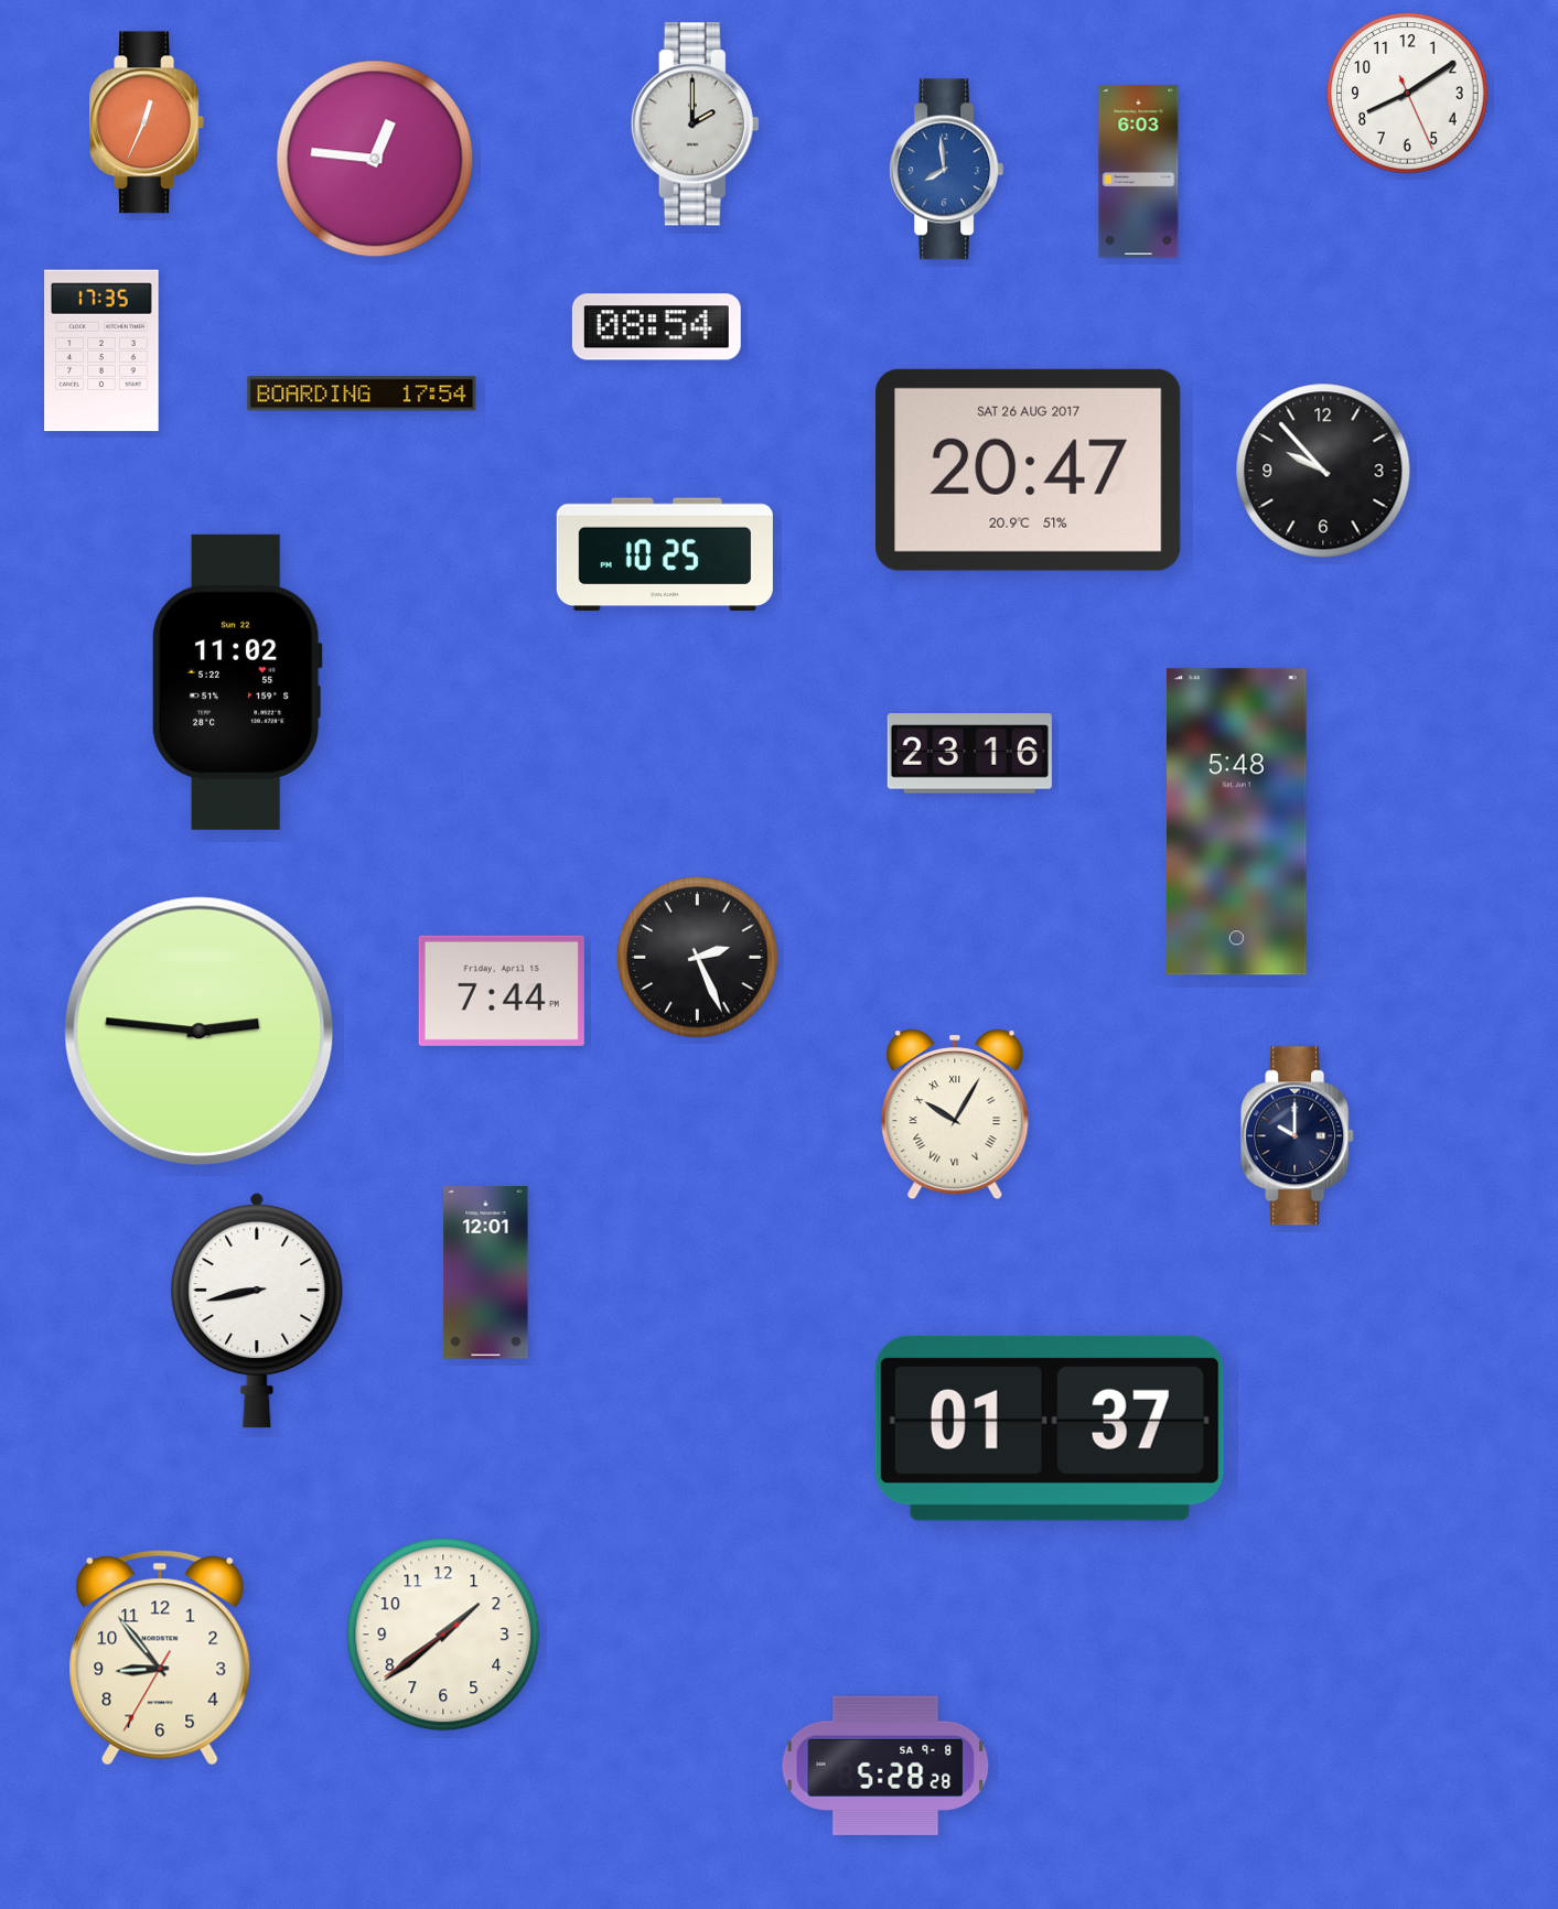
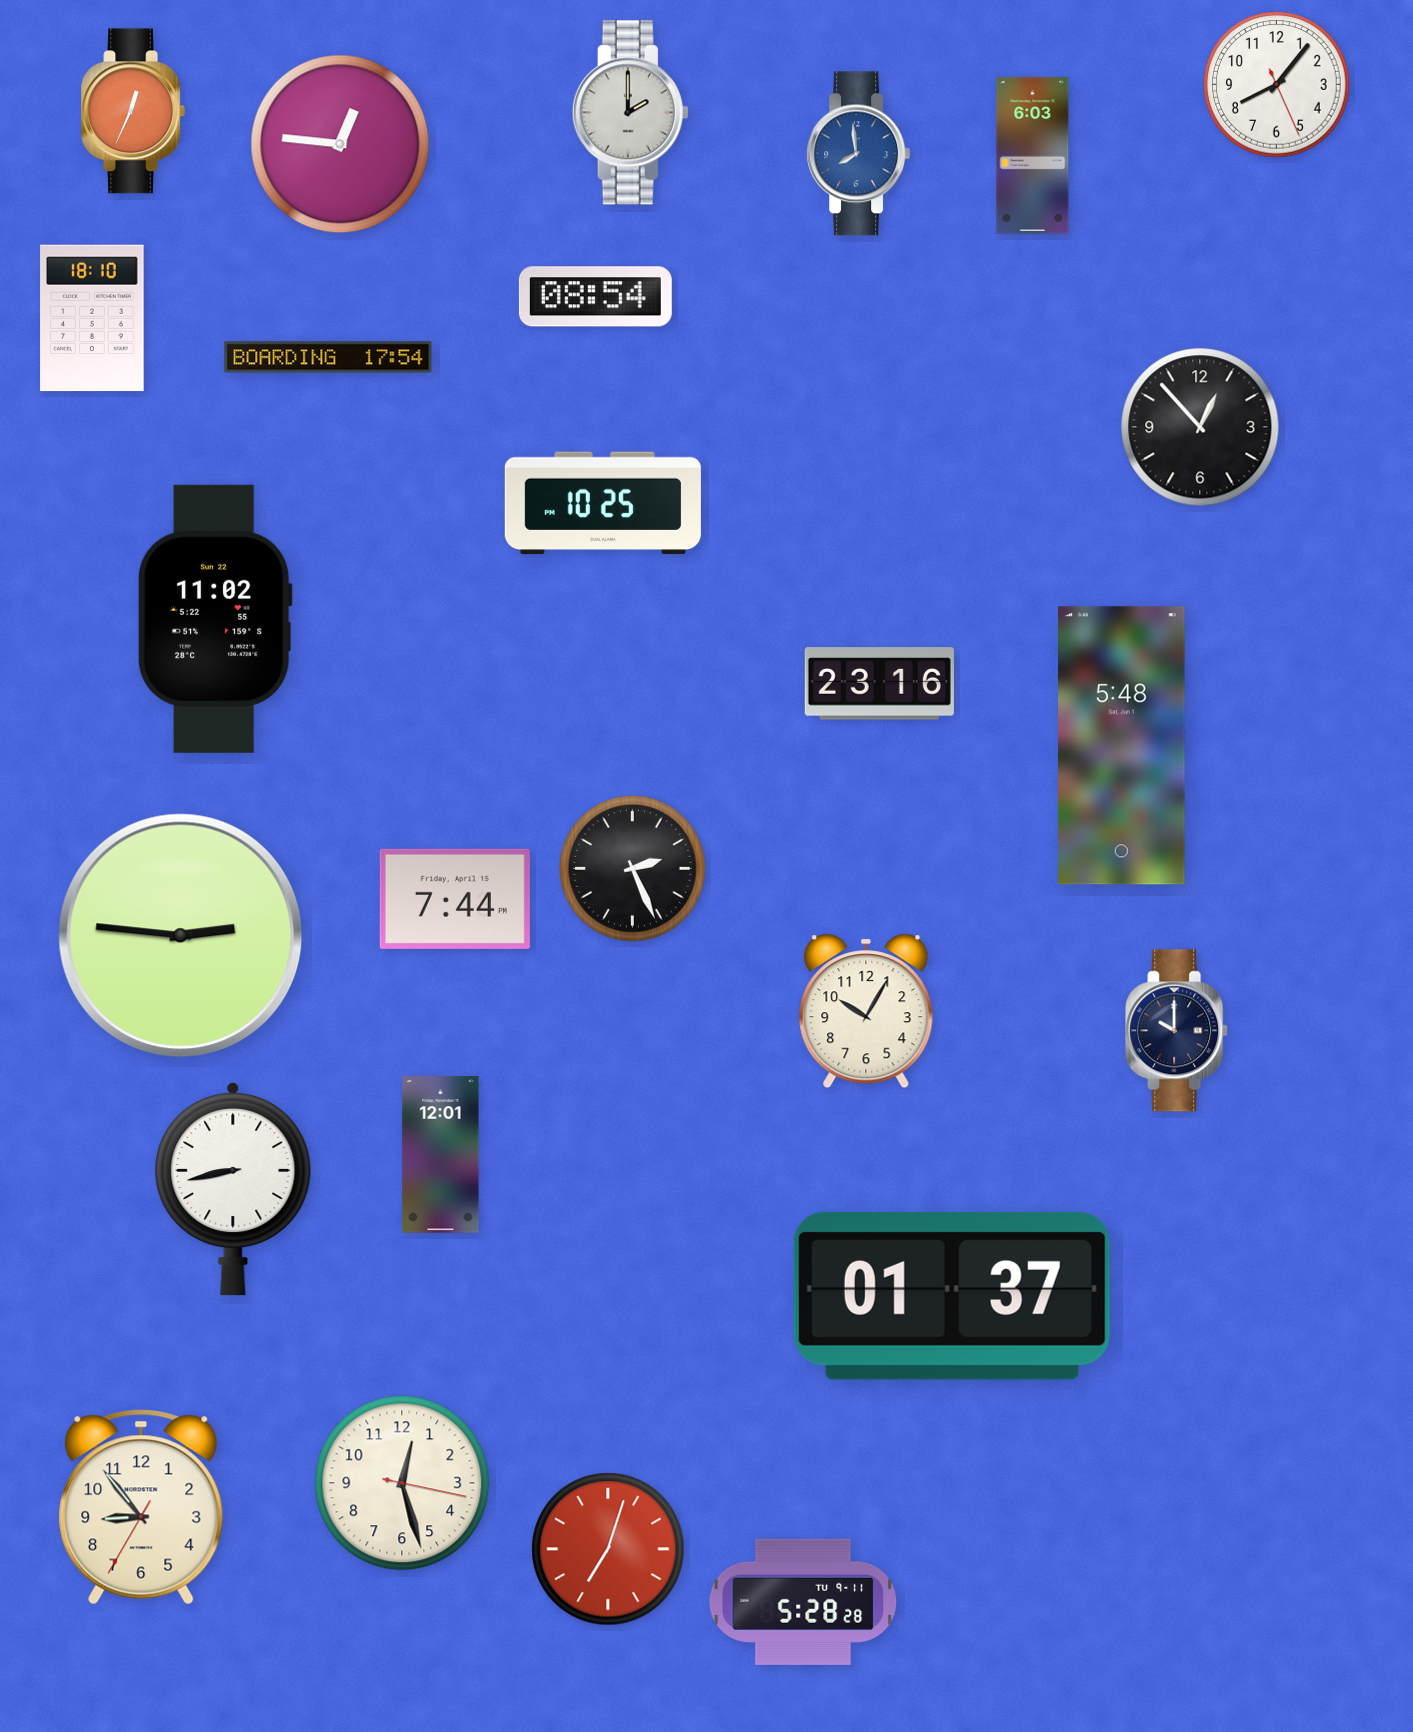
clock at (1408, 94): 8:09 -> 8:06
clock at (101, 350): 17:35 -> 18:10
clock at (1029, 470): 20:47 -> none
clock at (1323, 471): 9:53 -> 12:53
clock at (955, 1114) numerals: Roman -> Arabic
clock at (443, 1635): 1:38 -> 12:27
clock at (160, 1658) position: (160, 1658) -> (141, 1507)
clock at (608, 1549): none -> 7:03
clock at (885, 1766) date: SA 9-8 -> TU 9-11
